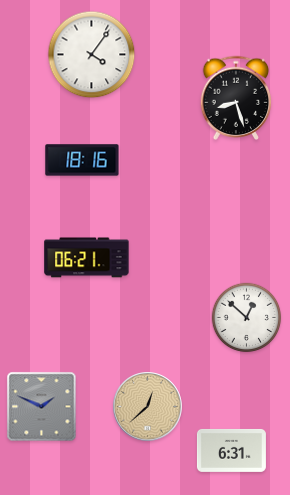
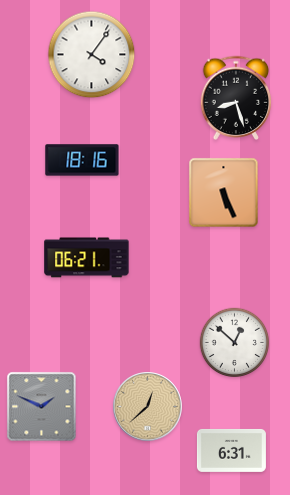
clock at (224, 193): none -> 5:26
clock at (247, 318) position: (247, 318) -> (235, 343)
